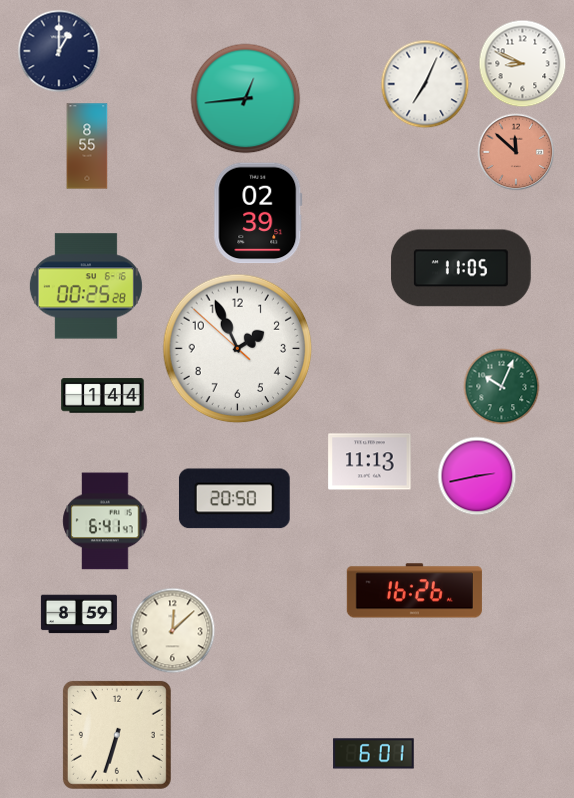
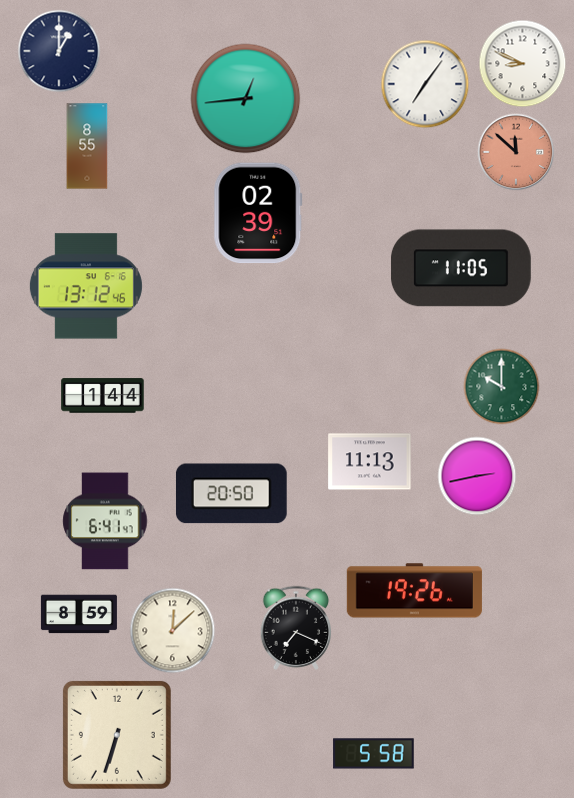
clock at (425, 84): 7:04 -> 7:06
clock at (86, 286): 00:25 -> 13:12
clock at (238, 349): 1:55 -> none
clock at (502, 387): 10:04 -> 10:00
clock at (234, 499) position: (234, 499) -> (231, 494)
clock at (414, 591): 16:26 -> 19:26
clock at (296, 628): none -> 7:19
clock at (374, 754): 6:01 -> 5:58
